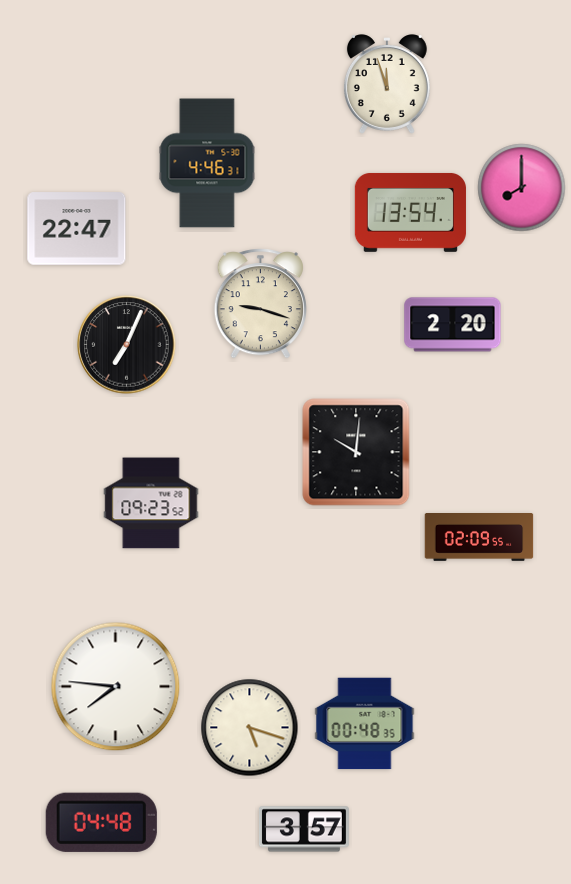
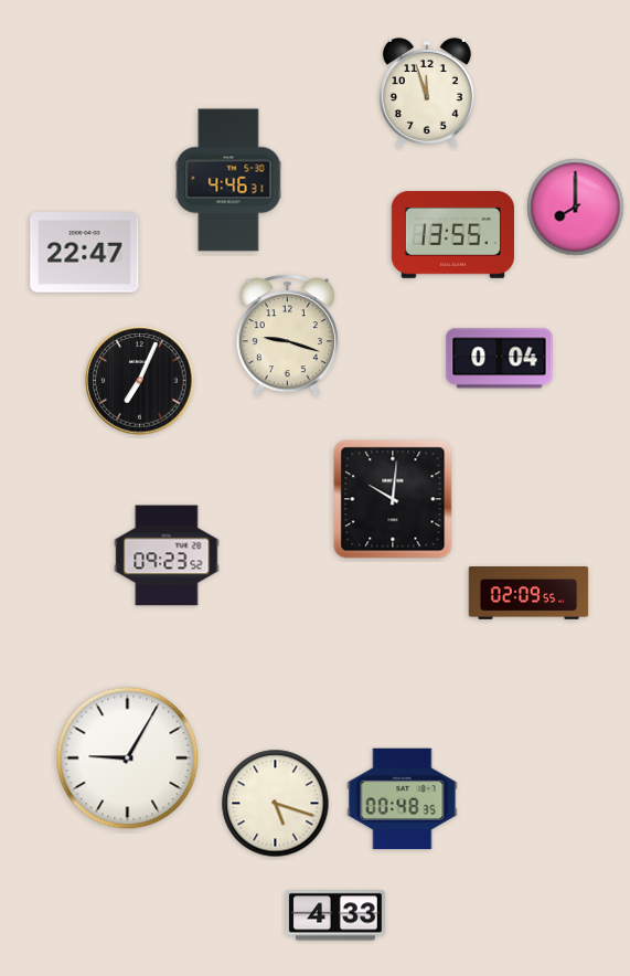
clock at (410, 212): 13:54 -> 13:55
clock at (453, 325): 2:20 -> 0:04
clock at (116, 687): 7:46 -> 9:05
clock at (101, 822): 04:48 -> none
clock at (305, 829): 3:57 -> 4:33
